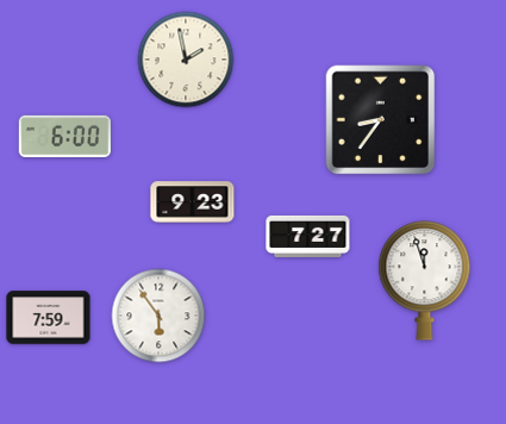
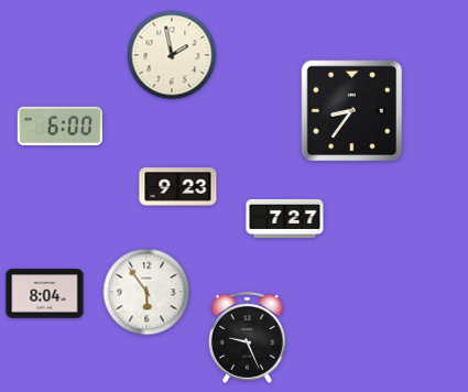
clock at (425, 281): 11:57 -> none
clock at (49, 318): 7:59 -> 8:04
clock at (247, 337): none -> 9:26
